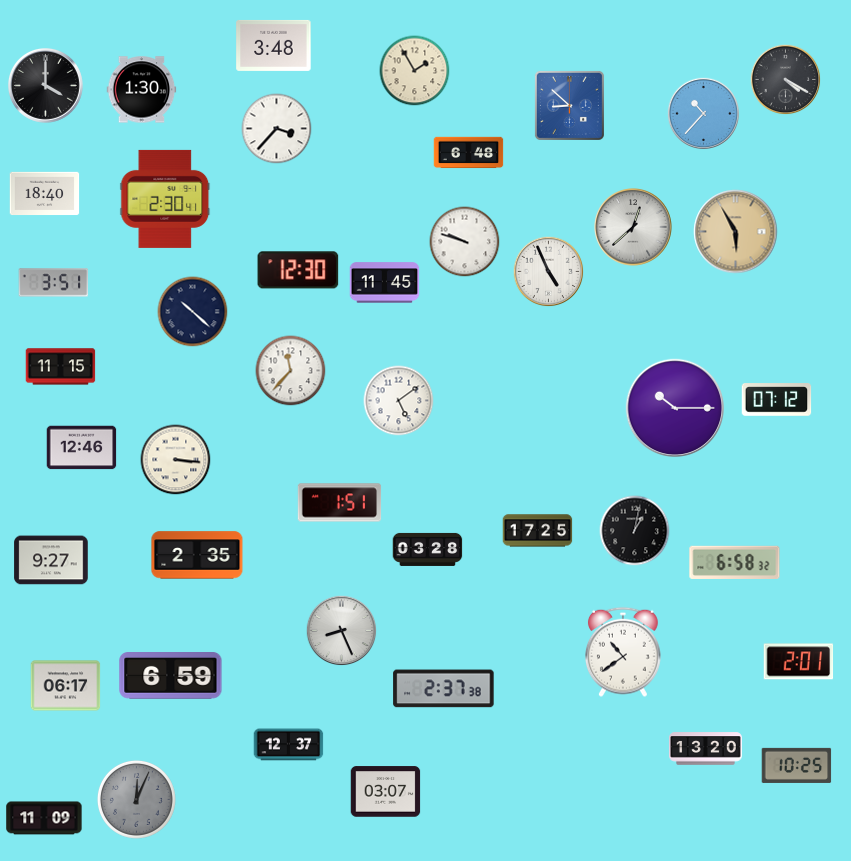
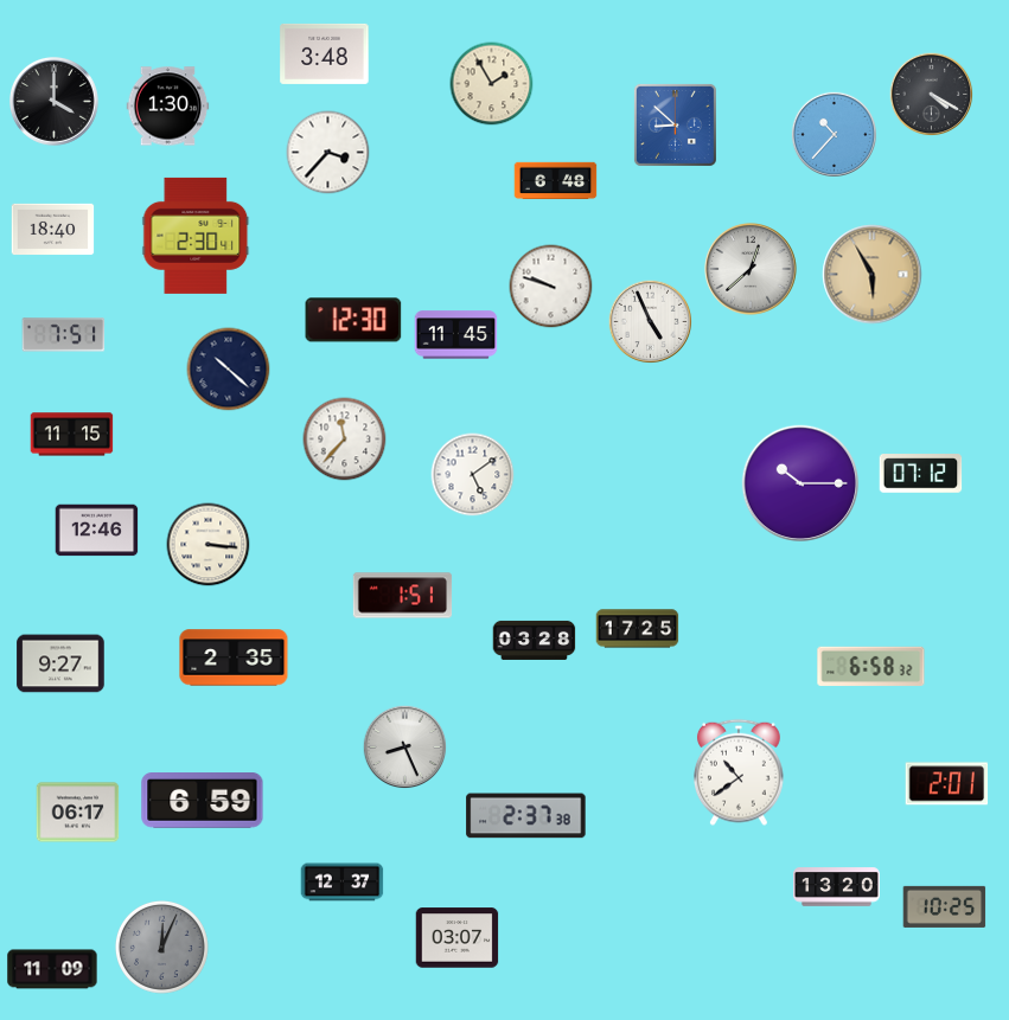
clock at (54, 283): 3:51 -> 7:51
clock at (635, 531): 1:02 -> none
clock at (428, 549) position: (428, 549) -> (535, 640)
